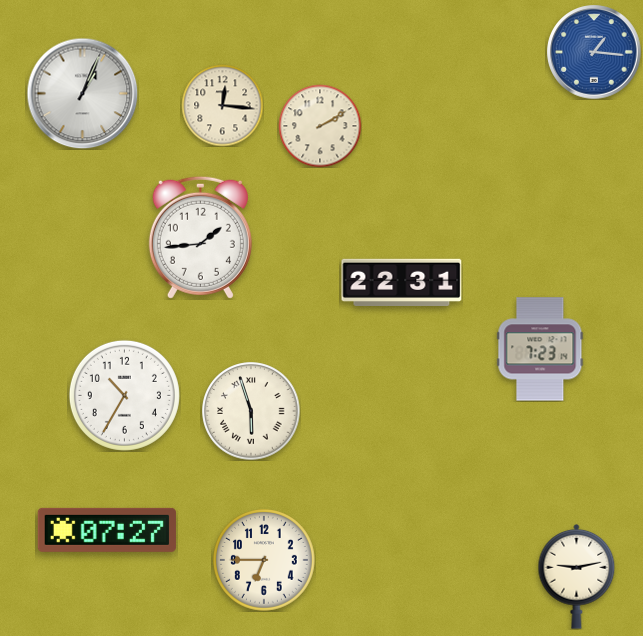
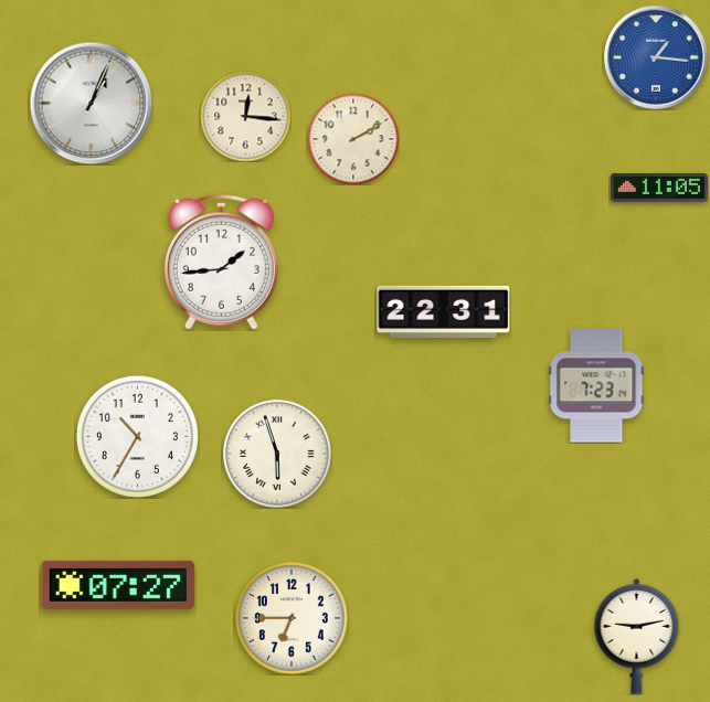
clock at (659, 189): none -> 11:05
